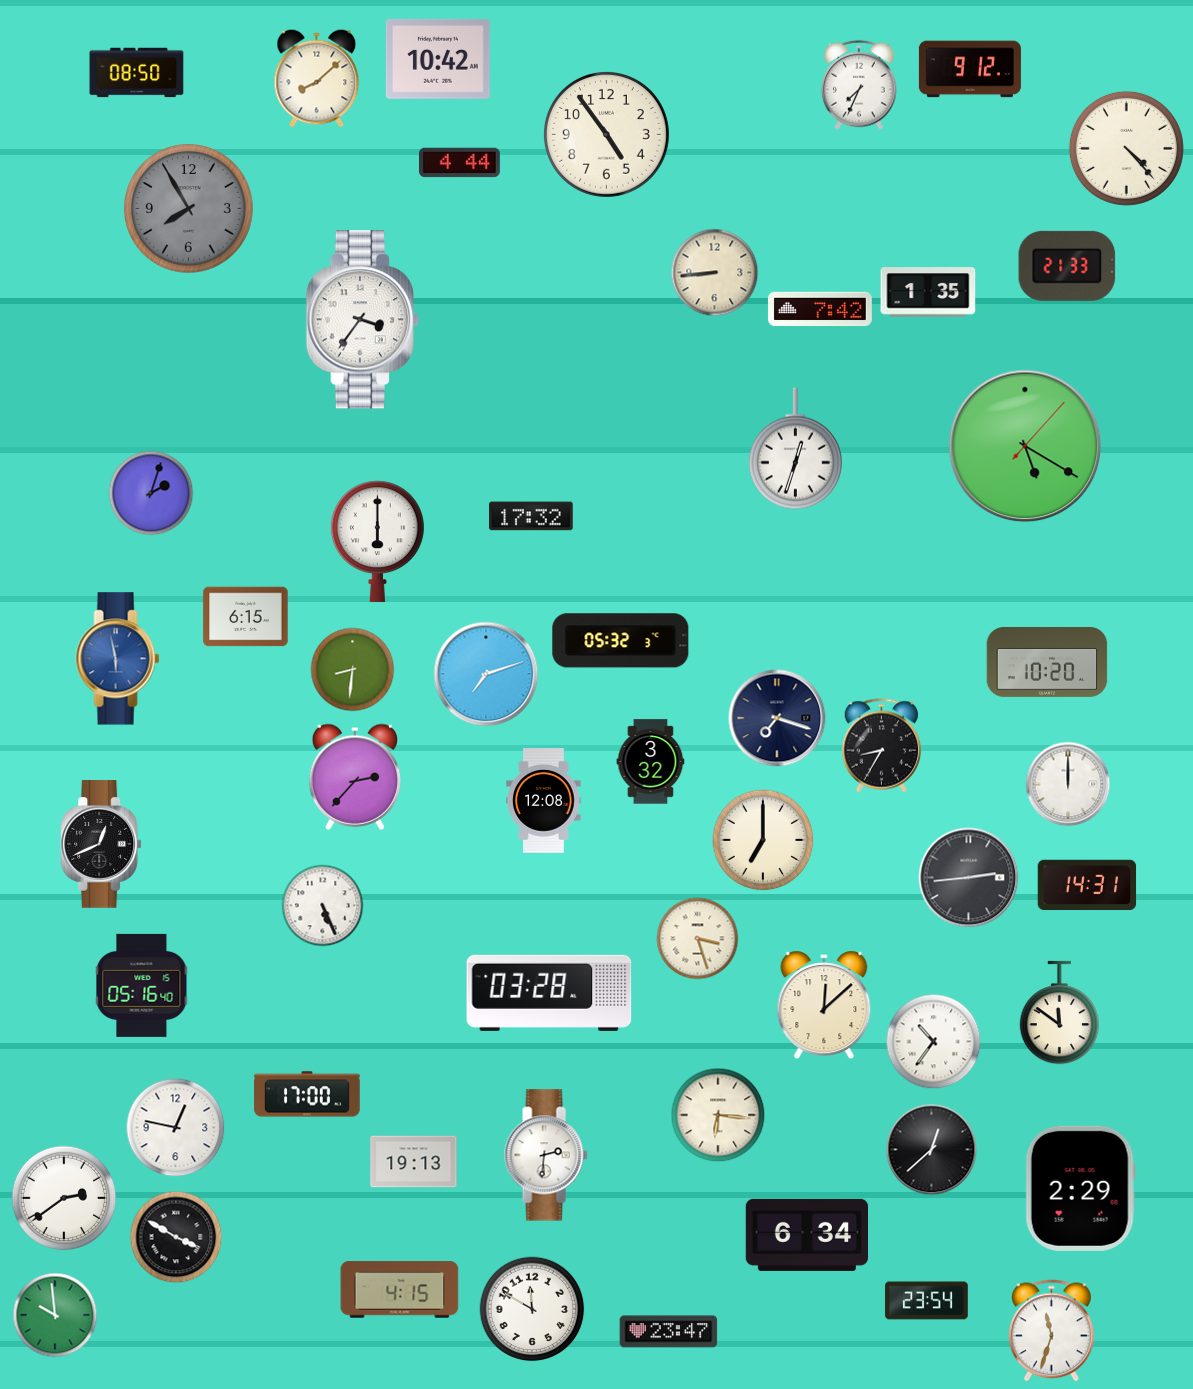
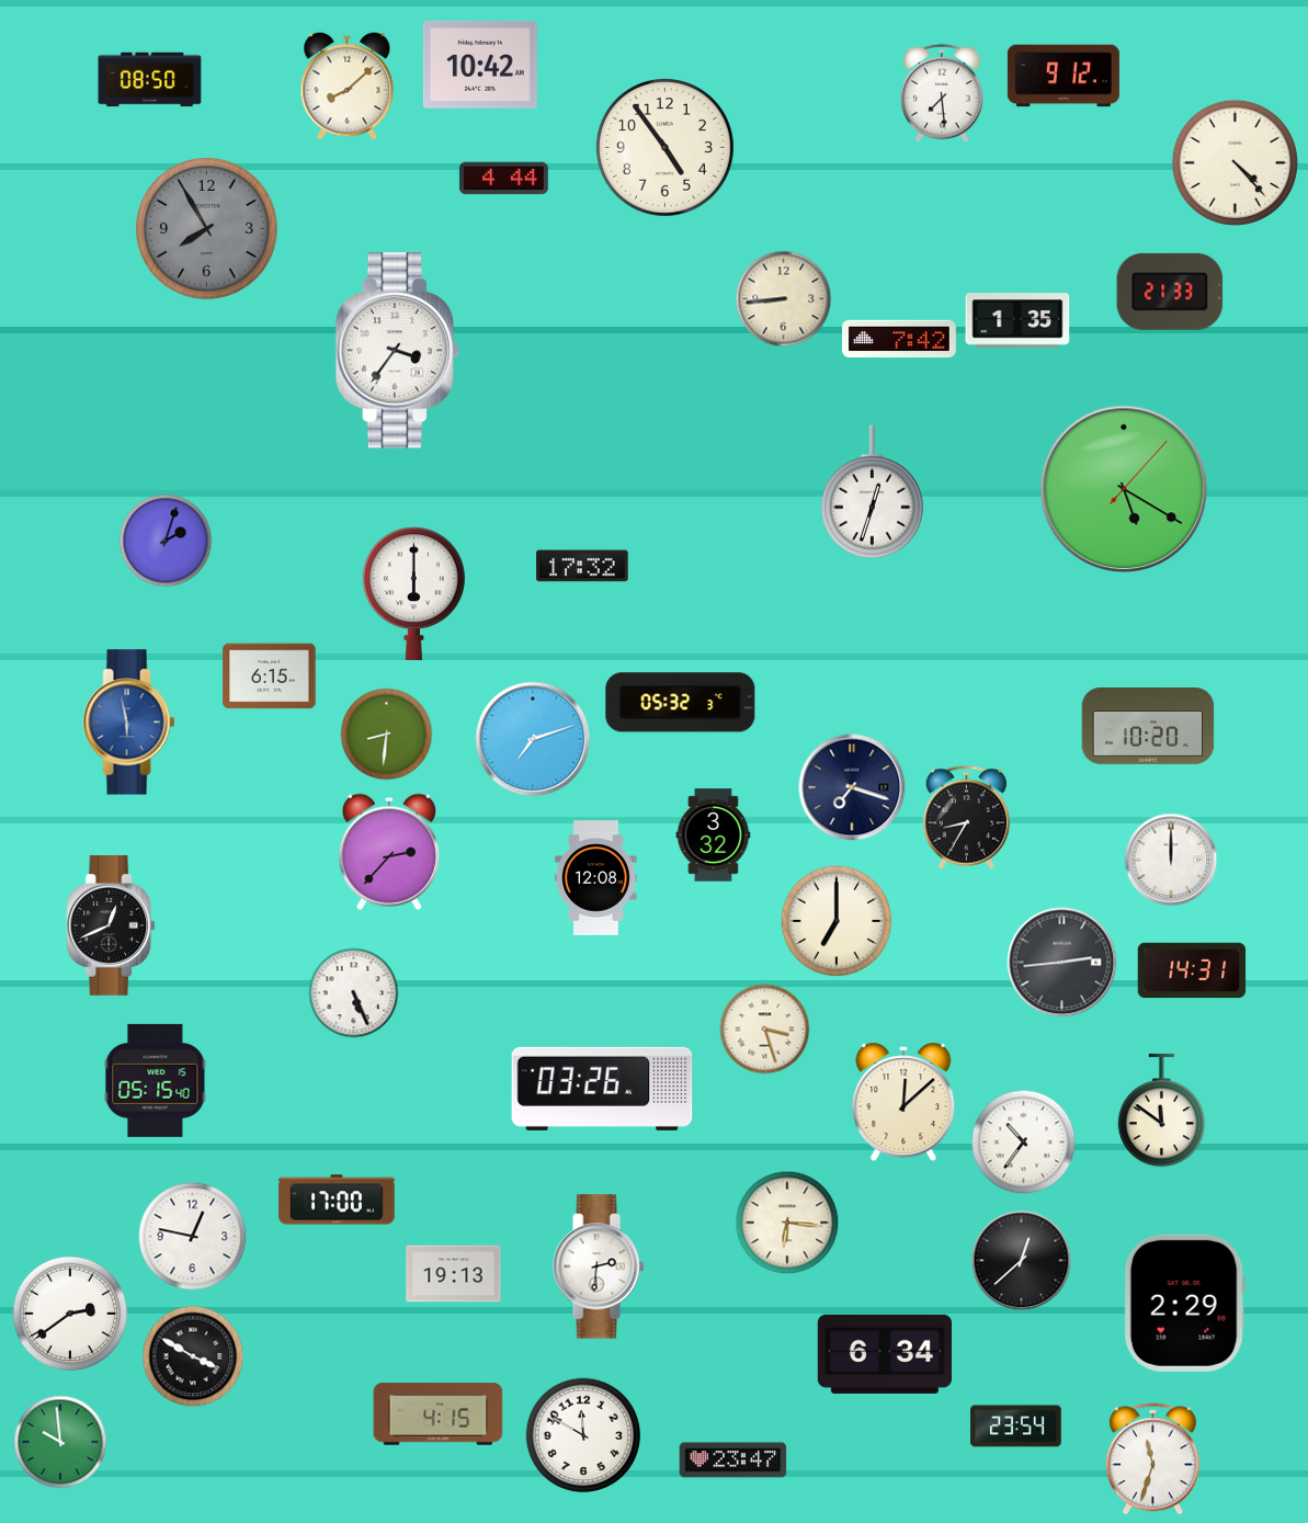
clock at (859, 85): 7:34 -> 7:29
clock at (142, 985): 05:16 -> 05:15
clock at (549, 993): 03:28 -> 03:26
